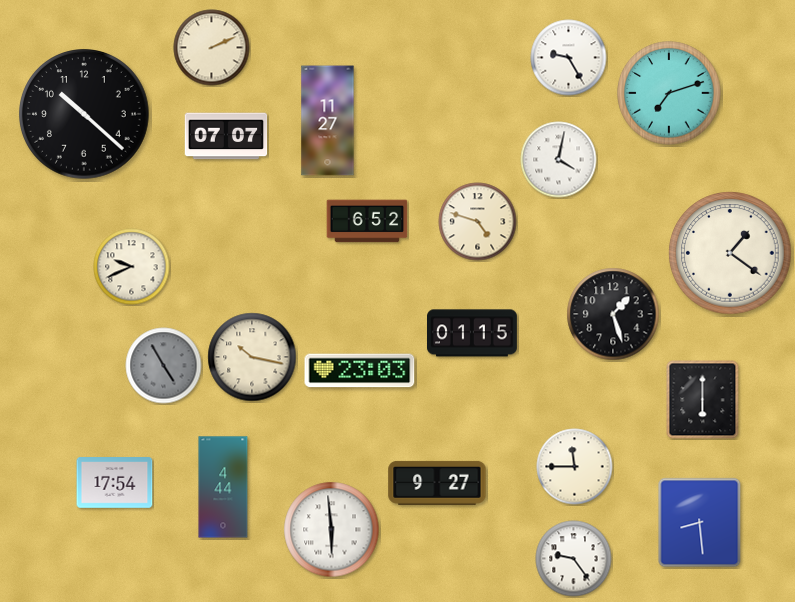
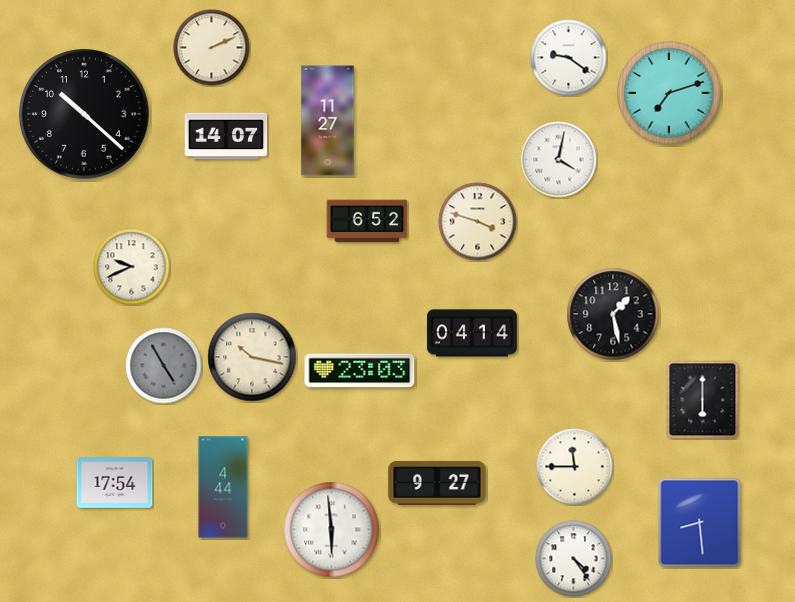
clock at (569, 58): 9:25 -> 9:21
clock at (226, 136): 07:07 -> 14:07
clock at (478, 222): 4:48 -> 3:48
clock at (730, 253): 1:21 -> none
clock at (613, 314): 1:27 -> 1:28
clock at (473, 333): 01:15 -> 04:14
clock at (574, 559): 9:24 -> 4:24
